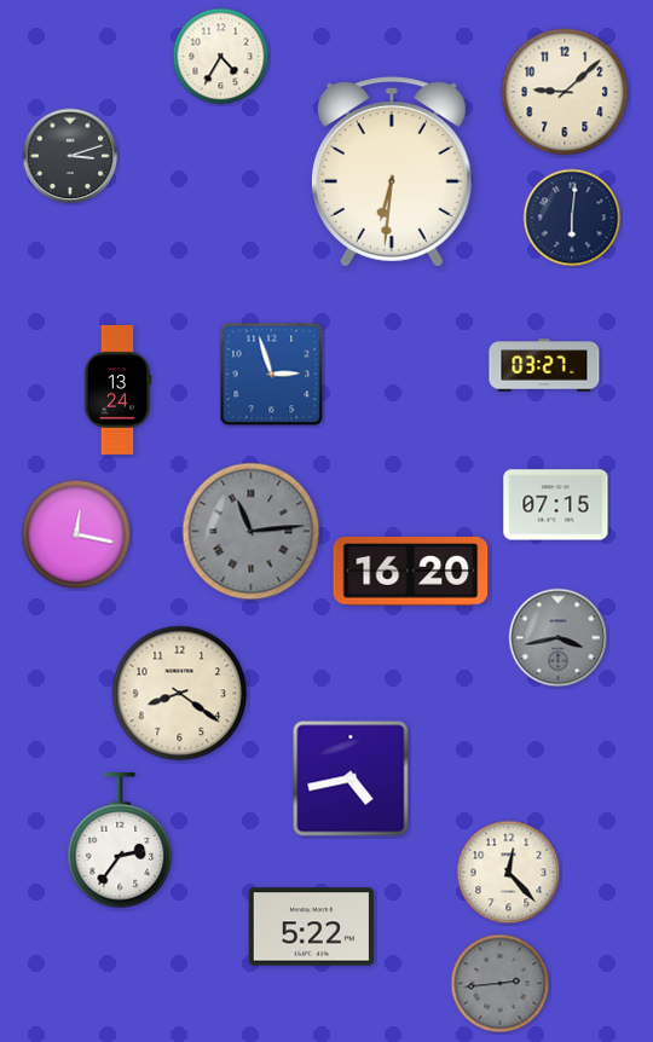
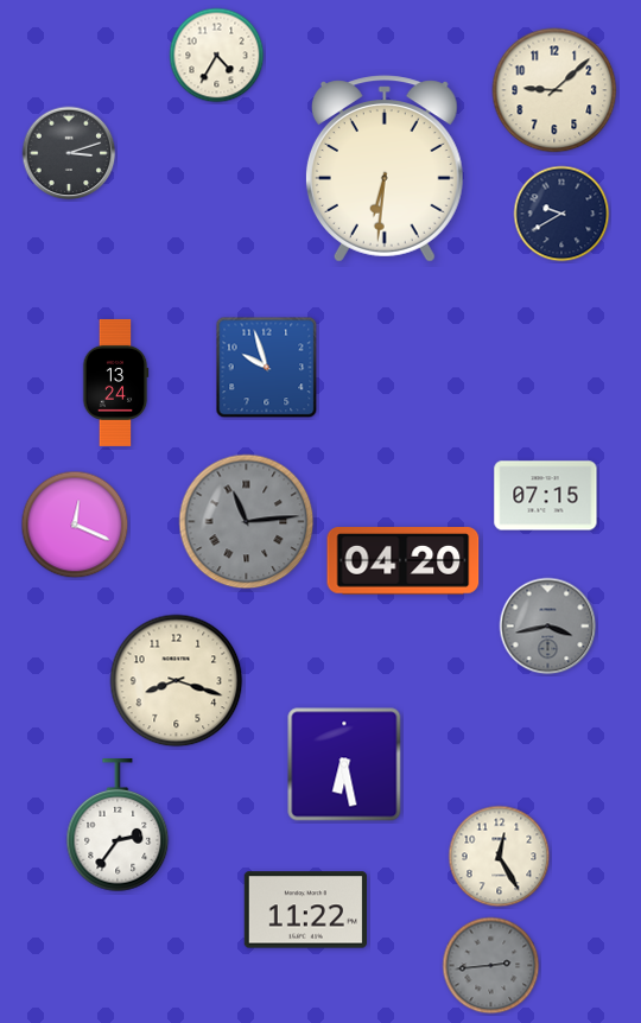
clock at (572, 218): 6:01 -> 9:40
clock at (544, 365): 03:27 -> none
clock at (272, 375): 2:57 -> 9:57
clock at (76, 534): 12:17 -> 12:19
clock at (411, 572): 16:20 -> 04:20
clock at (180, 694): 8:21 -> 8:18
clock at (351, 778): 4:43 -> 6:28
clock at (509, 873): 12:23 -> 12:25
clock at (311, 927): 5:22 -> 11:22
